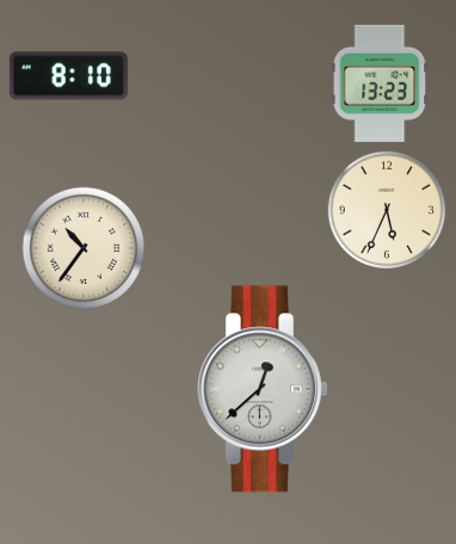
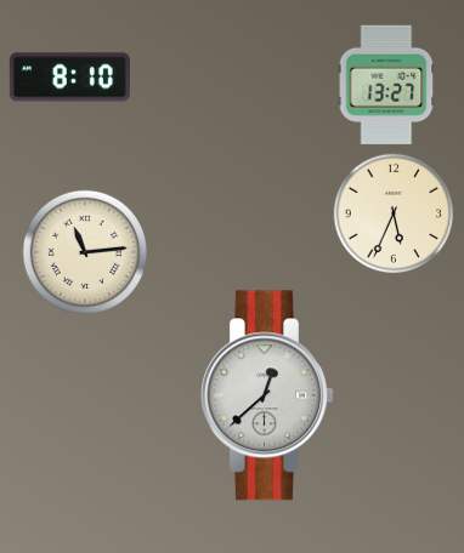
clock at (380, 84): 13:23 -> 13:27
clock at (82, 247): 10:36 -> 11:14
